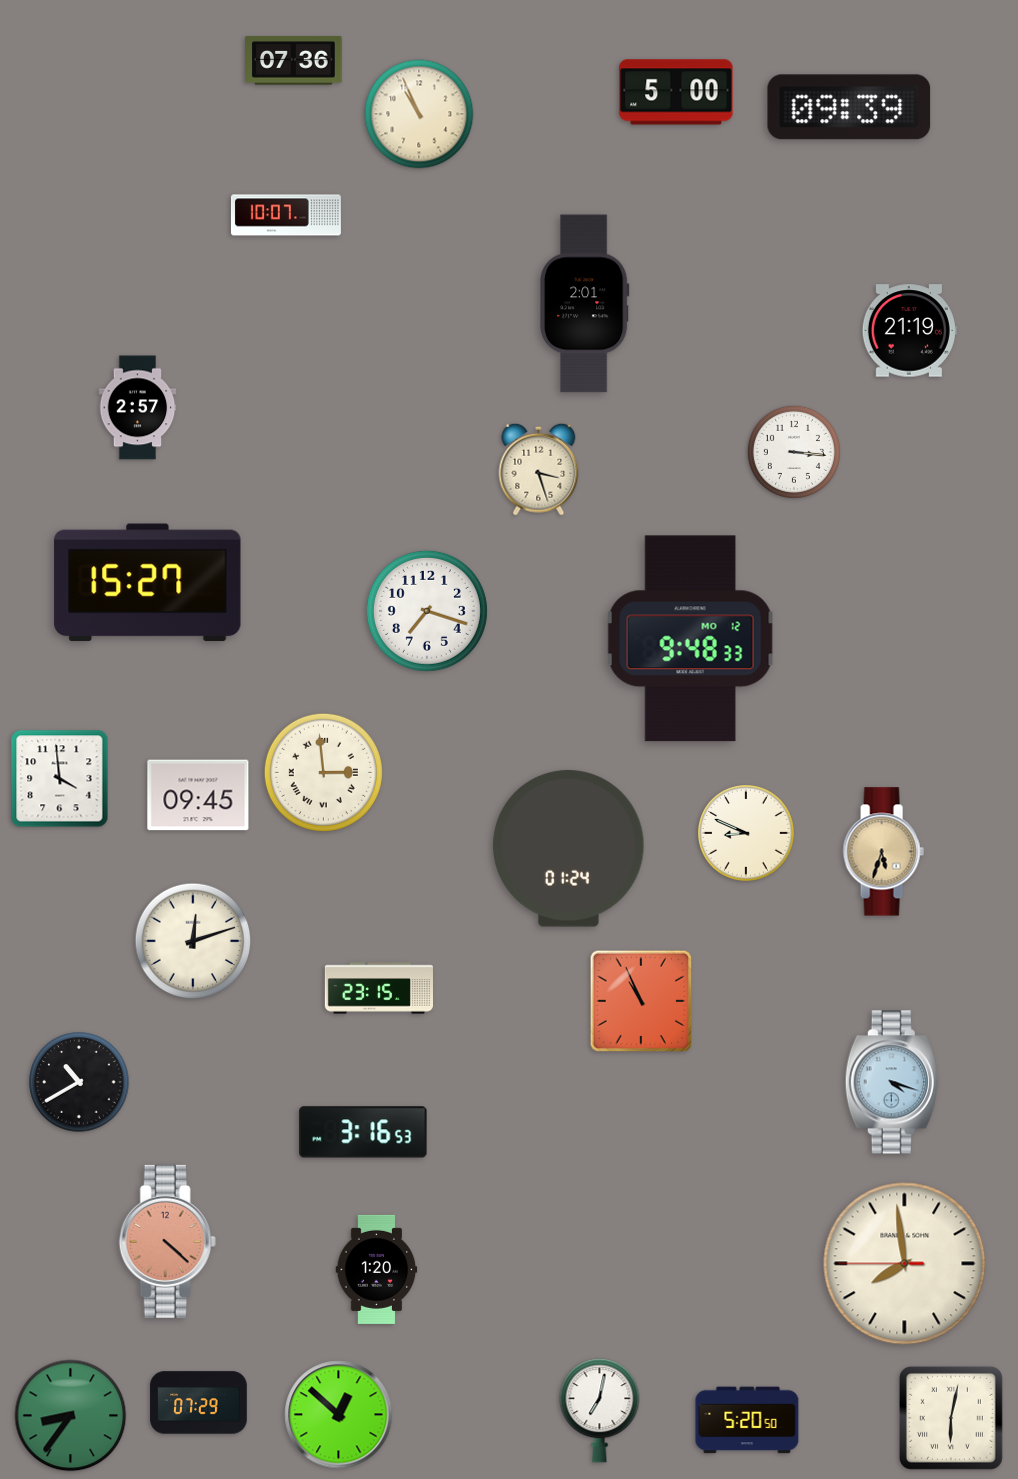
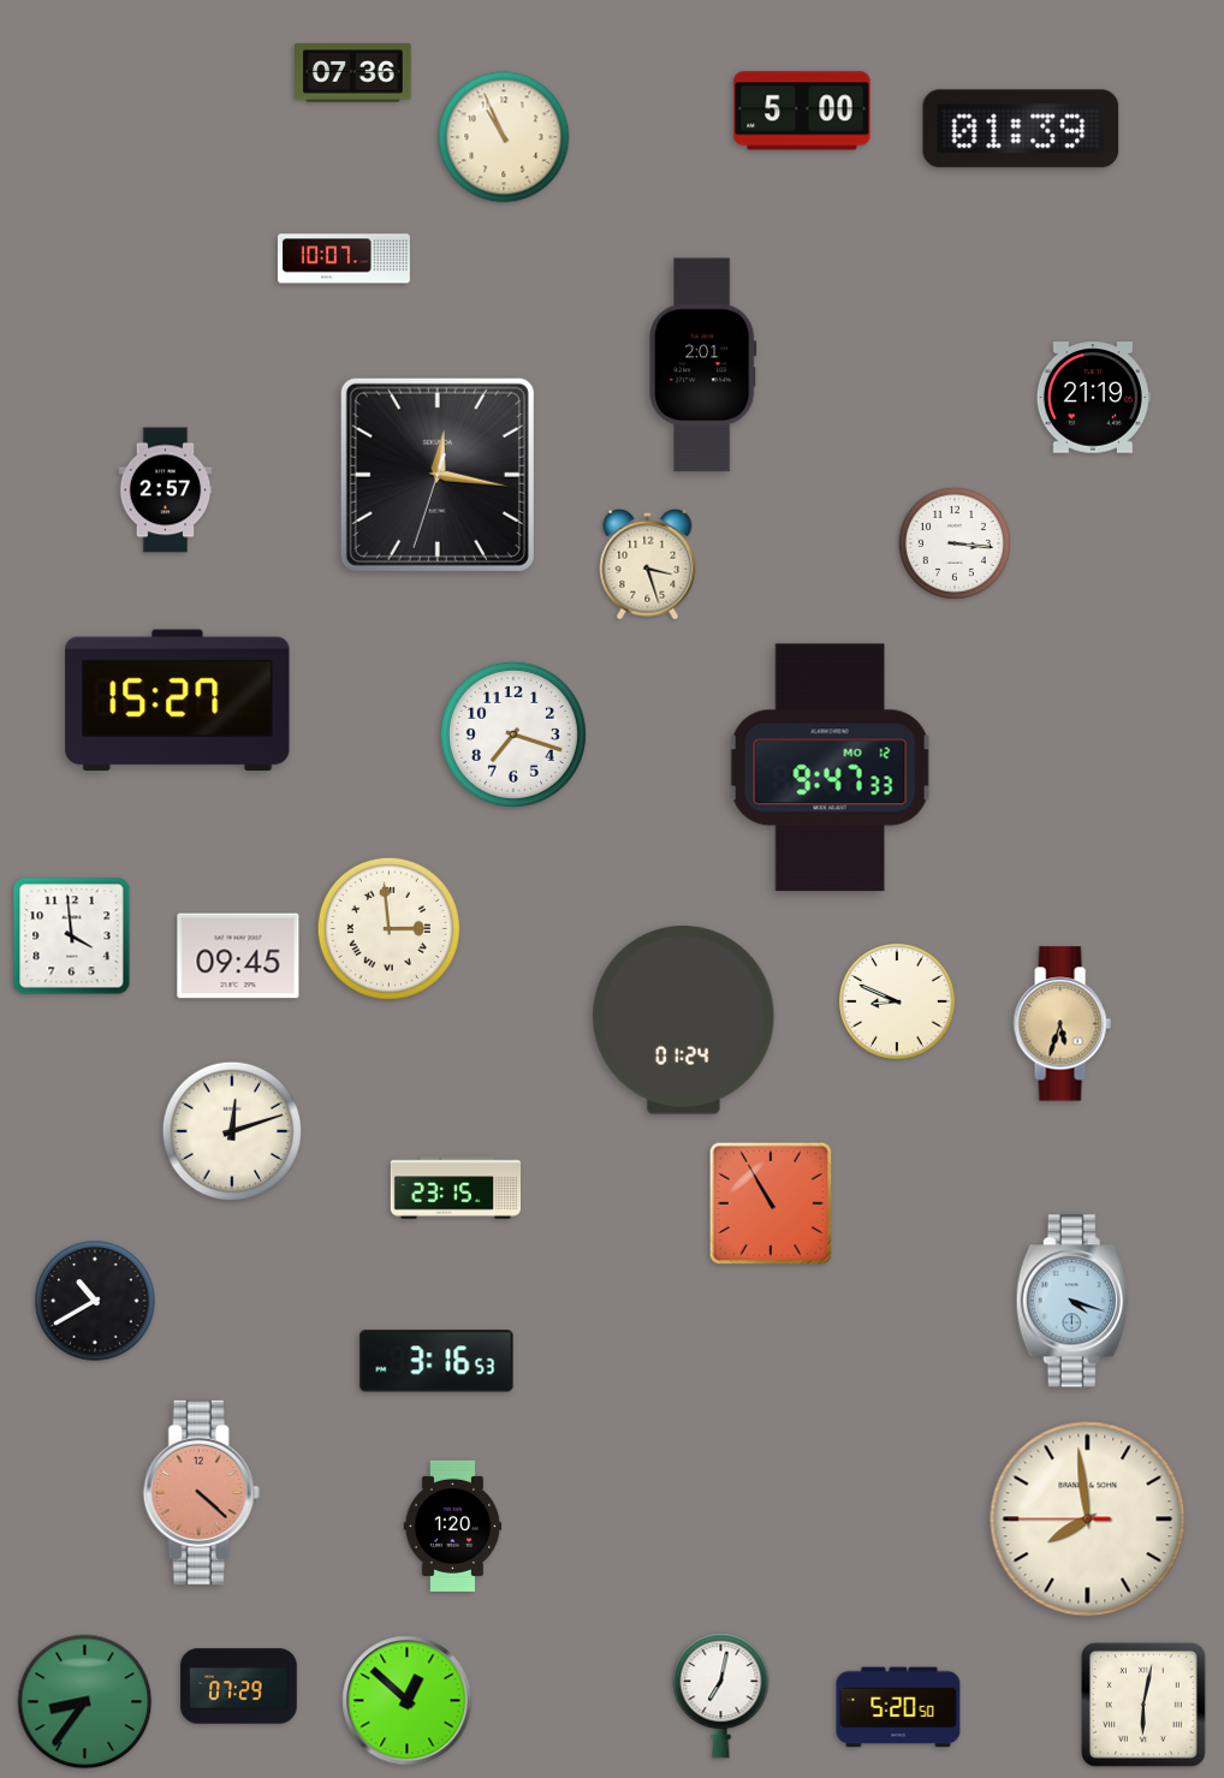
clock at (676, 92) position: (676, 92) -> (802, 111)
clock at (849, 107): 09:39 -> 01:39
clock at (438, 475): none -> 12:16
clock at (691, 639): 9:48 -> 9:47
clock at (641, 1001): 10:56 -> 10:55
